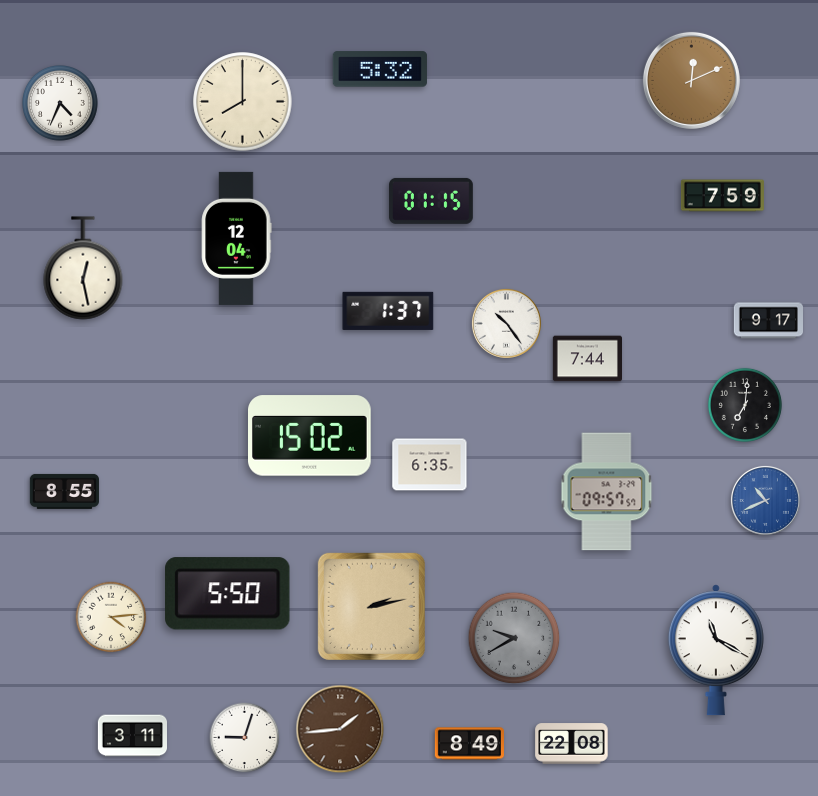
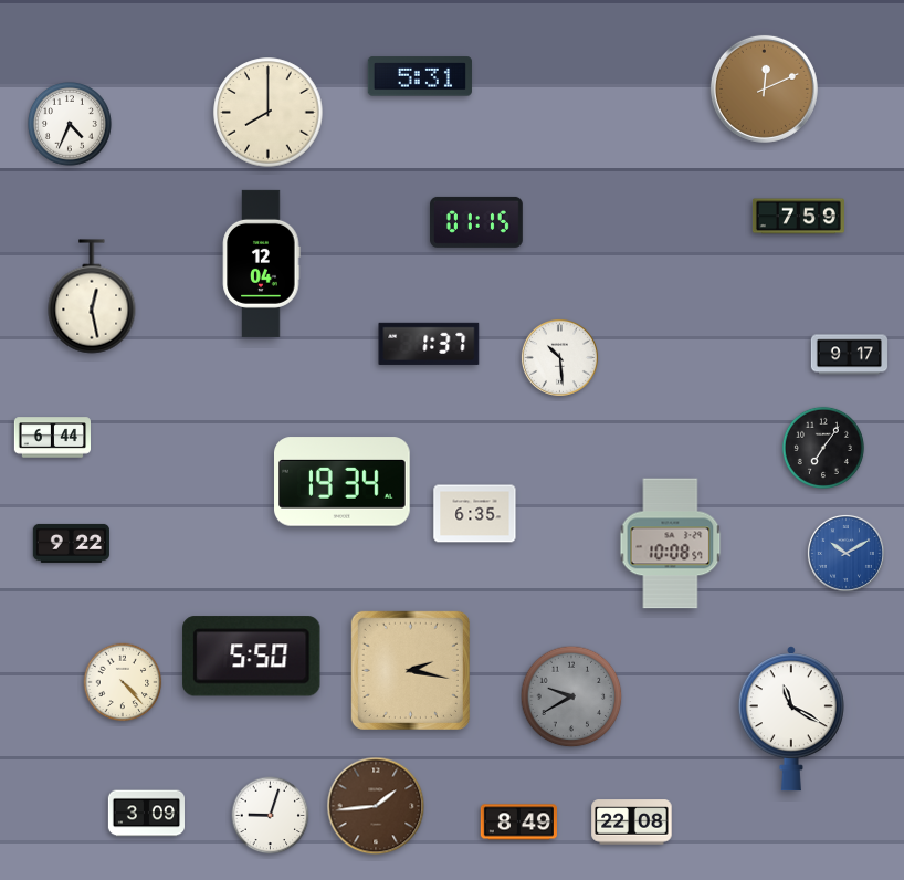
clock at (380, 69): 5:32 -> 5:31
clock at (61, 104) position: (61, 104) -> (71, 125)
clock at (506, 323): 10:24 -> 10:29
clock at (587, 359): 7:44 -> none
clock at (52, 438): none -> 6:44
clock at (745, 405): 7:01 -> 7:06
clock at (310, 436): 15:02 -> 19:34
clock at (64, 491): 8:55 -> 9:22
clock at (607, 492): 09:57 -> 10:08
clock at (765, 500): 10:41 -> 10:10
clock at (371, 606): 2:13 -> 2:17
clock at (111, 617): 4:14 -> 4:23
clock at (514, 638) position: (514, 638) -> (571, 696)
clock at (132, 736): 3:11 -> 3:09
